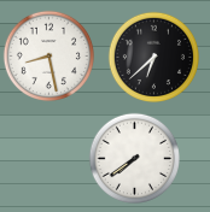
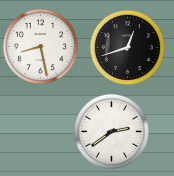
clock at (153, 57): 6:38 -> 12:42
clock at (134, 158): 7:39 -> 2:39
